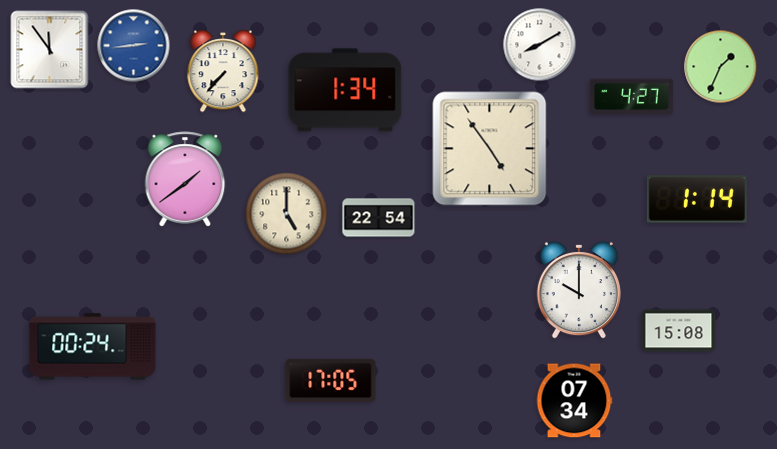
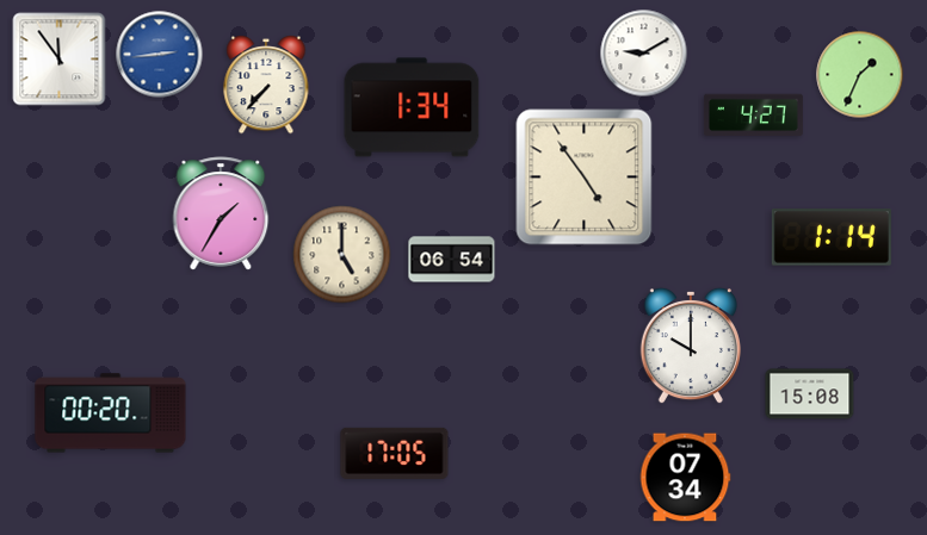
clock at (540, 45): 8:10 -> 9:10
clock at (721, 67) position: (721, 67) -> (860, 75)
clock at (185, 179): 1:39 -> 1:35
clock at (379, 218): 22:54 -> 06:54
clock at (93, 347): 00:24 -> 00:20
